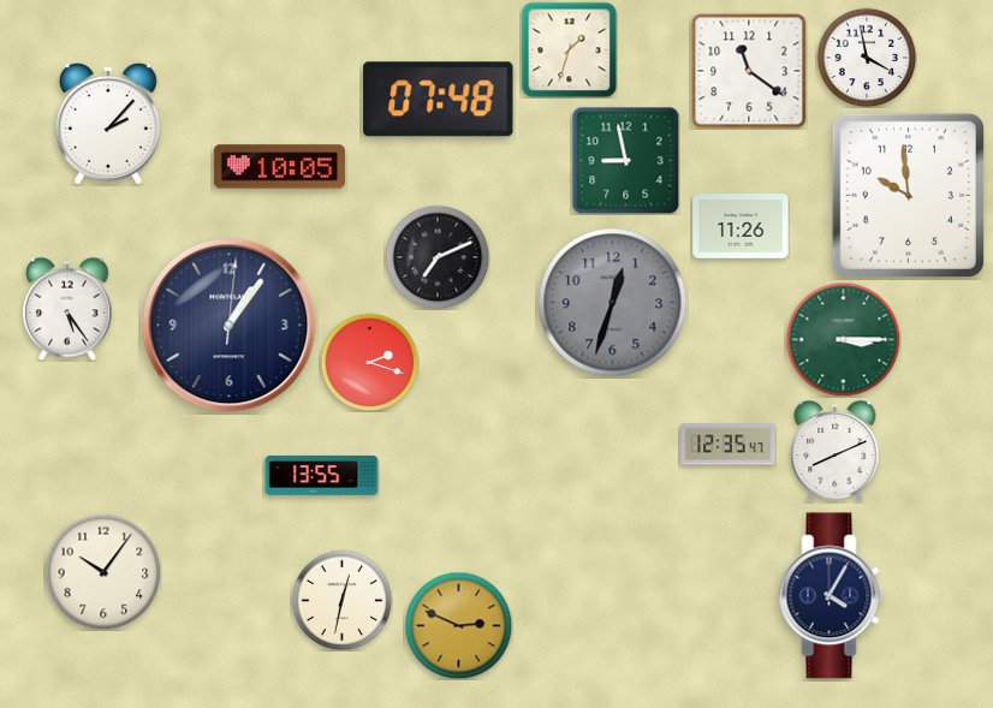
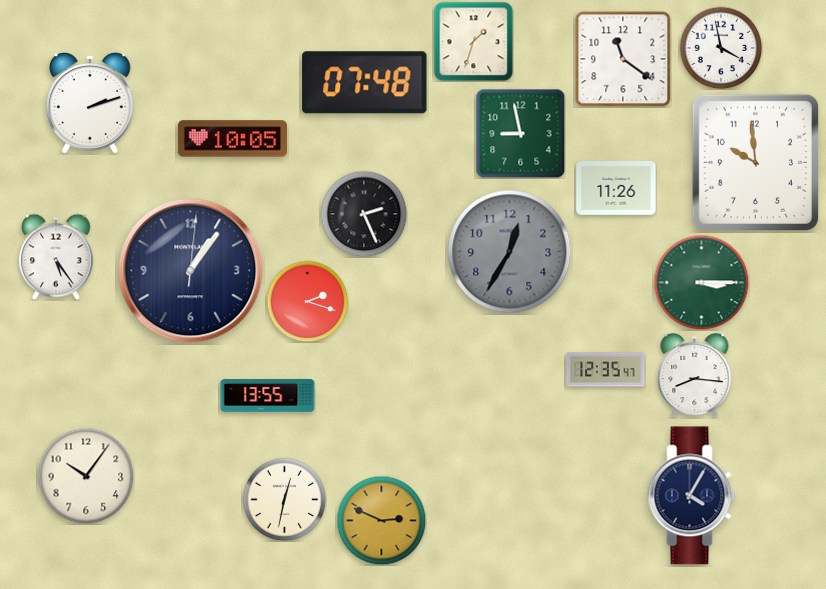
clock at (109, 124): 2:07 -> 2:12
clock at (438, 257): 7:11 -> 2:26
clock at (613, 303): 12:33 -> 12:35
clock at (836, 451): 8:11 -> 8:16
